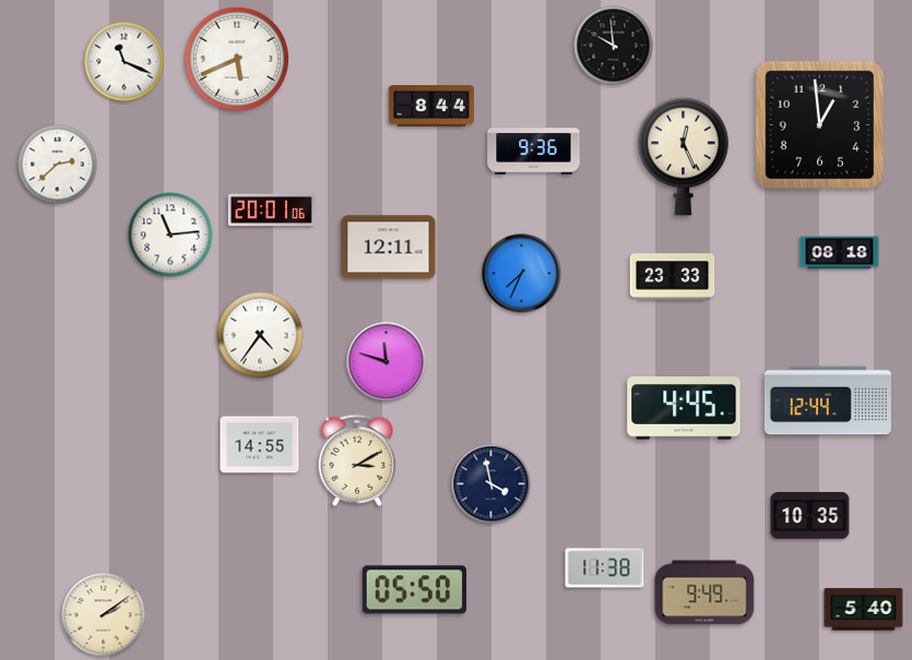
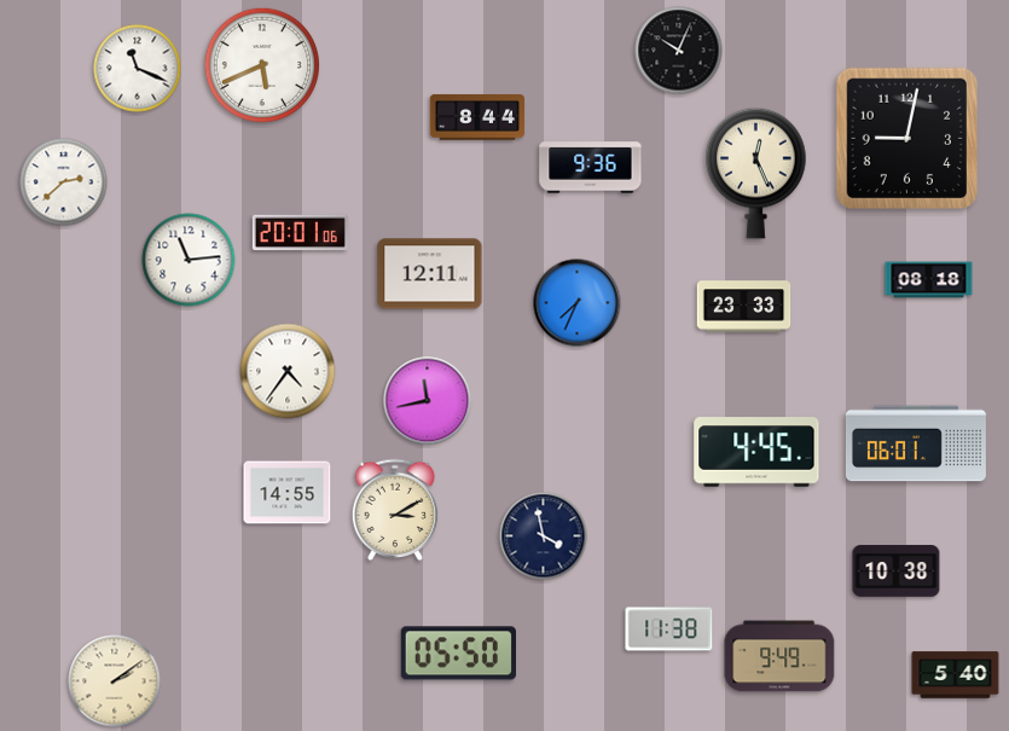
clock at (614, 46): 9:59 -> 10:04
clock at (819, 124): 12:59 -> 9:02
clock at (387, 362): 11:48 -> 11:43
clock at (828, 400): 12:44 -> 06:01
clock at (810, 516): 10:35 -> 10:38
